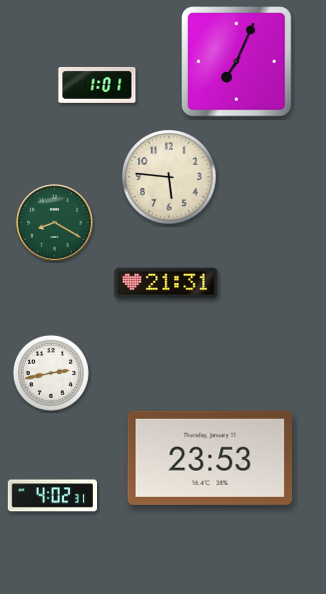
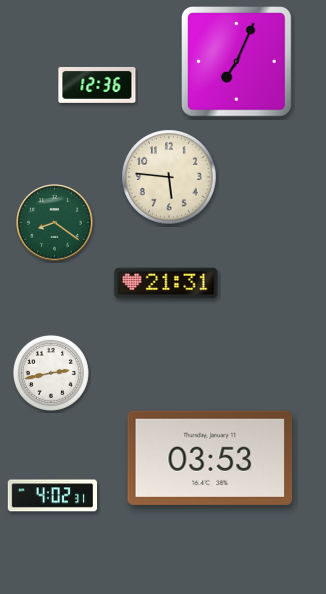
clock at (97, 85): 1:01 -> 12:36
clock at (55, 223): 8:20 -> 8:21
clock at (210, 458): 23:53 -> 03:53
